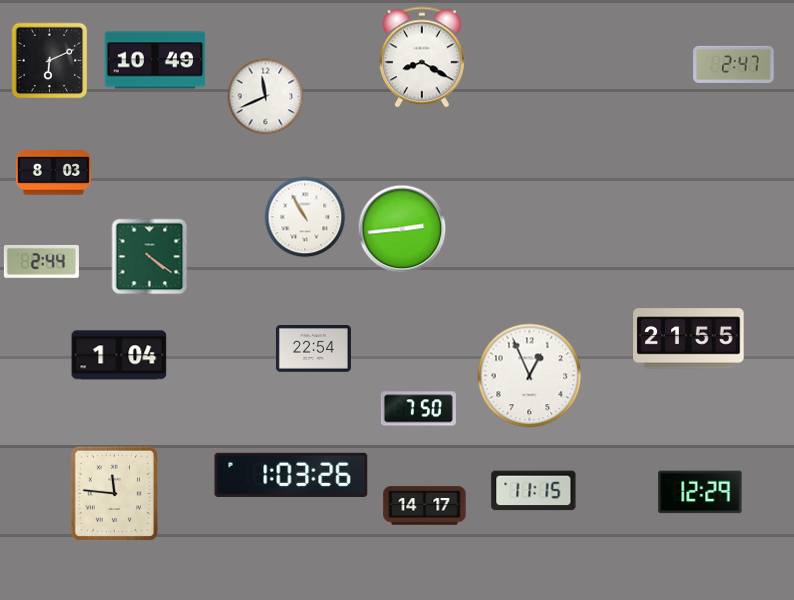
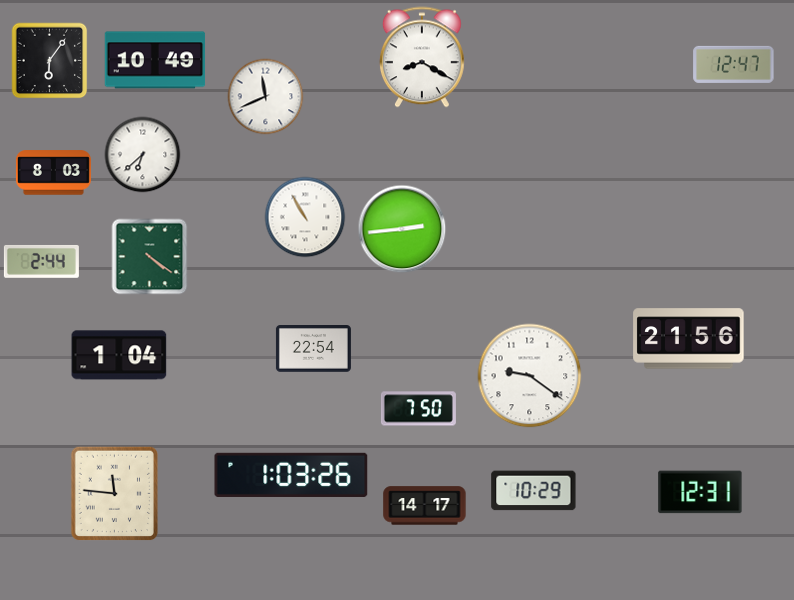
clock at (50, 61): 6:11 -> 6:06
clock at (734, 64): 2:47 -> 12:47
clock at (143, 155): none -> 6:38
clock at (689, 339): 21:55 -> 21:56
clock at (530, 376): 12:56 -> 9:21
clock at (534, 491): 11:15 -> 10:29
clock at (700, 492): 12:29 -> 12:31
